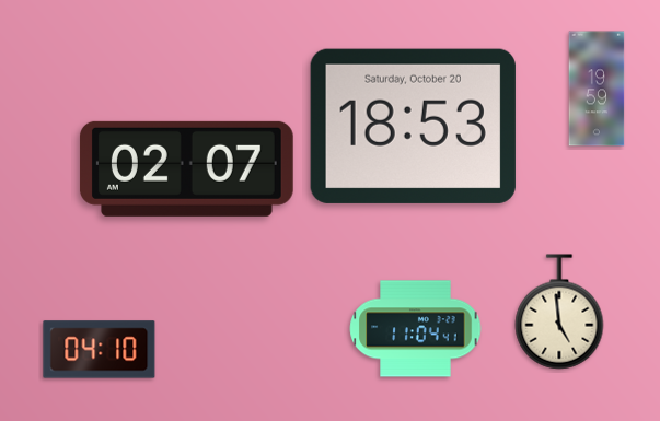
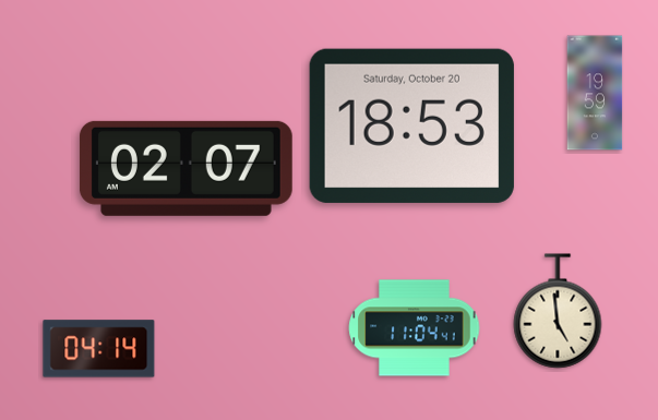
clock at (597, 89) position: (597, 89) -> (595, 93)
clock at (100, 350): 04:10 -> 04:14
